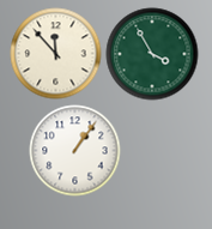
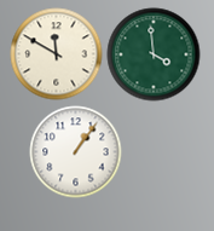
clock at (56, 54): 11:53 -> 11:50
clock at (152, 54): 3:55 -> 3:59
